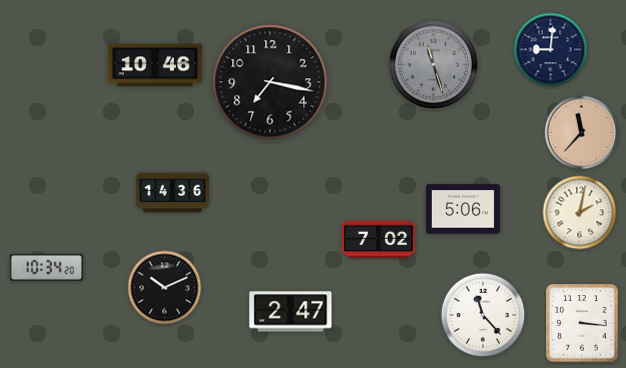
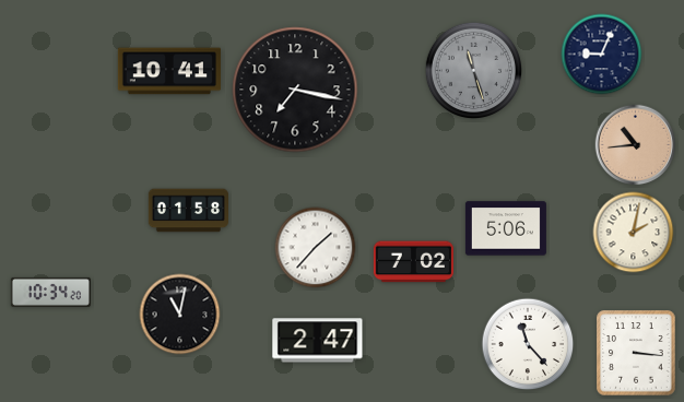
clock at (551, 50): 9:01 -> 9:04
clock at (155, 65): 10:46 -> 10:41
clock at (582, 133): 11:37 -> 10:44
clock at (172, 193): 14:36 -> 01:58
clock at (316, 248): none -> 1:37
clock at (165, 288): 10:11 -> 11:02
